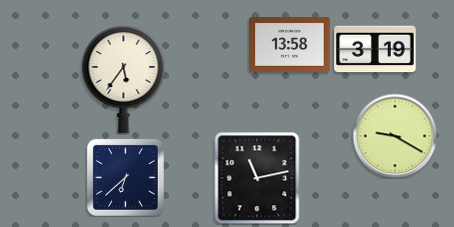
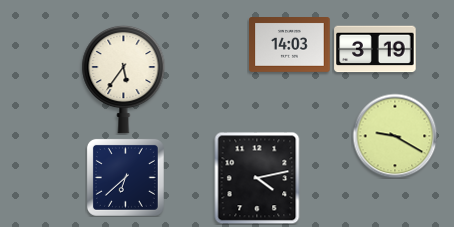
clock at (290, 45): 13:58 -> 14:03
clock at (257, 178): 11:13 -> 4:13
